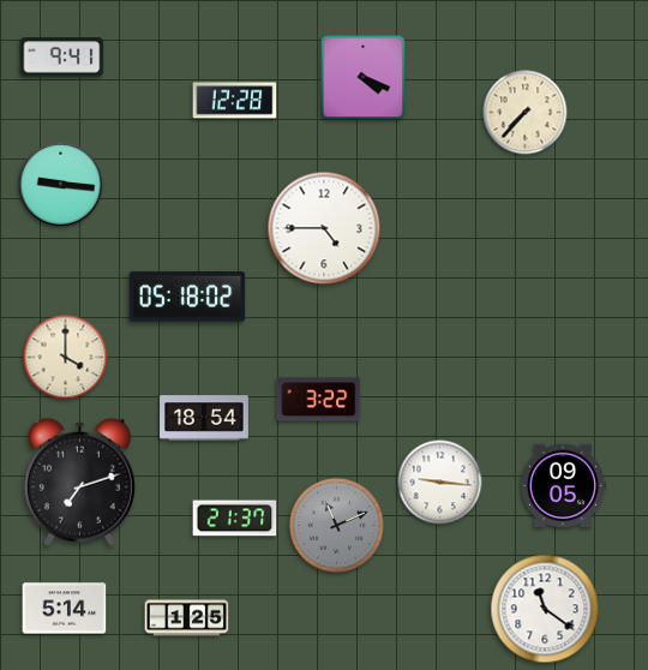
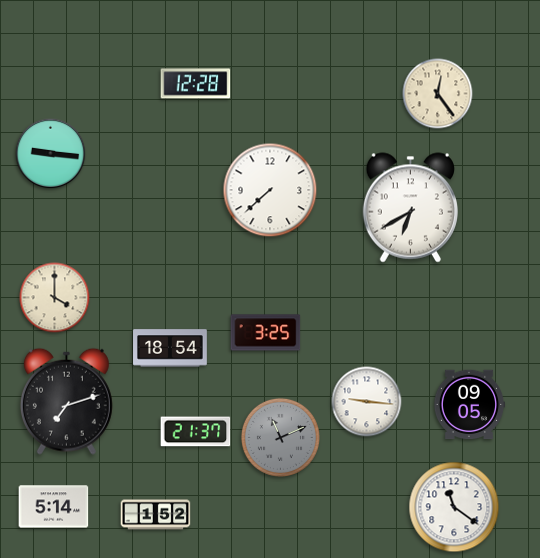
clock at (62, 58): 9:41 -> none
clock at (364, 78): 4:19 -> none
clock at (526, 113): 7:37 -> 12:24
clock at (324, 228): 4:45 -> 7:38
clock at (410, 208): none -> 6:40
clock at (187, 297): 05:18 -> none
clock at (319, 400): 3:22 -> 3:25
clock at (187, 618): 1:25 -> 1:52
